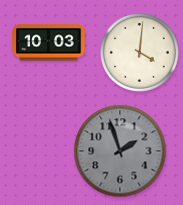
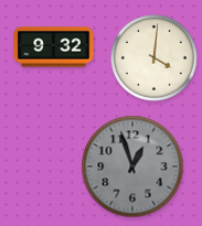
clock at (49, 43): 10:03 -> 9:32
clock at (120, 151): 1:57 -> 12:57
